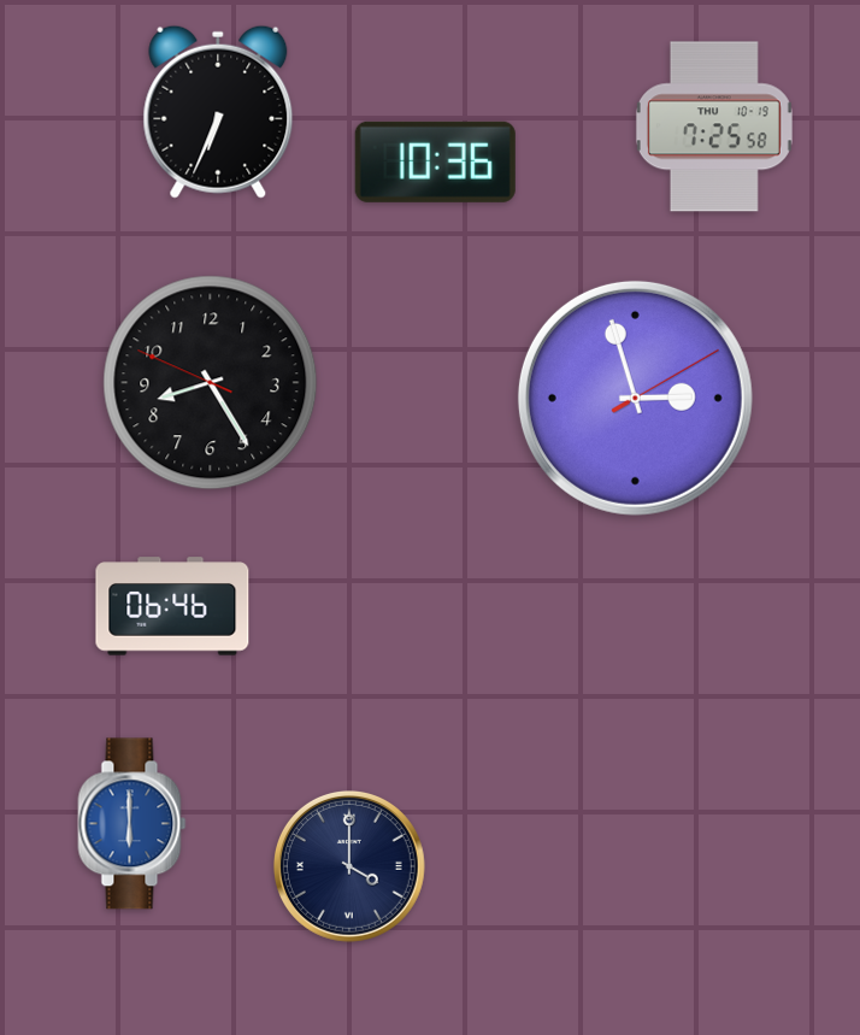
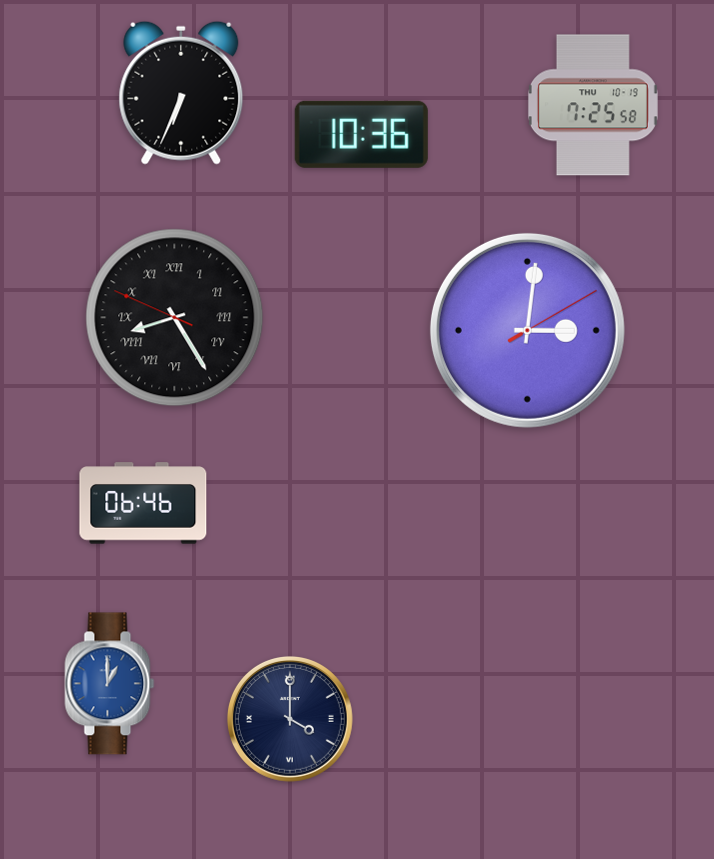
clock at (211, 383) numerals: Arabic -> Roman
clock at (635, 398): 2:57 -> 3:01
clock at (132, 824): 6:00 -> 1:00
